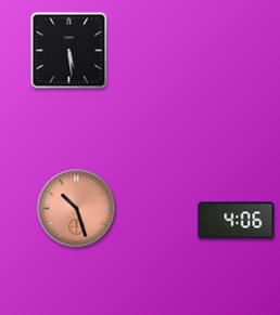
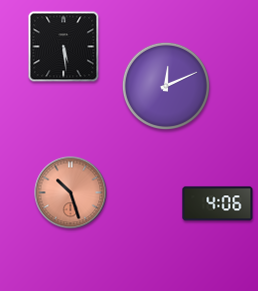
clock at (165, 85): none -> 12:11
